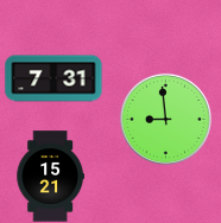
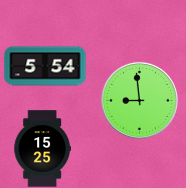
clock at (53, 78): 7:31 -> 5:54
clock at (50, 177): 15:21 -> 15:25
